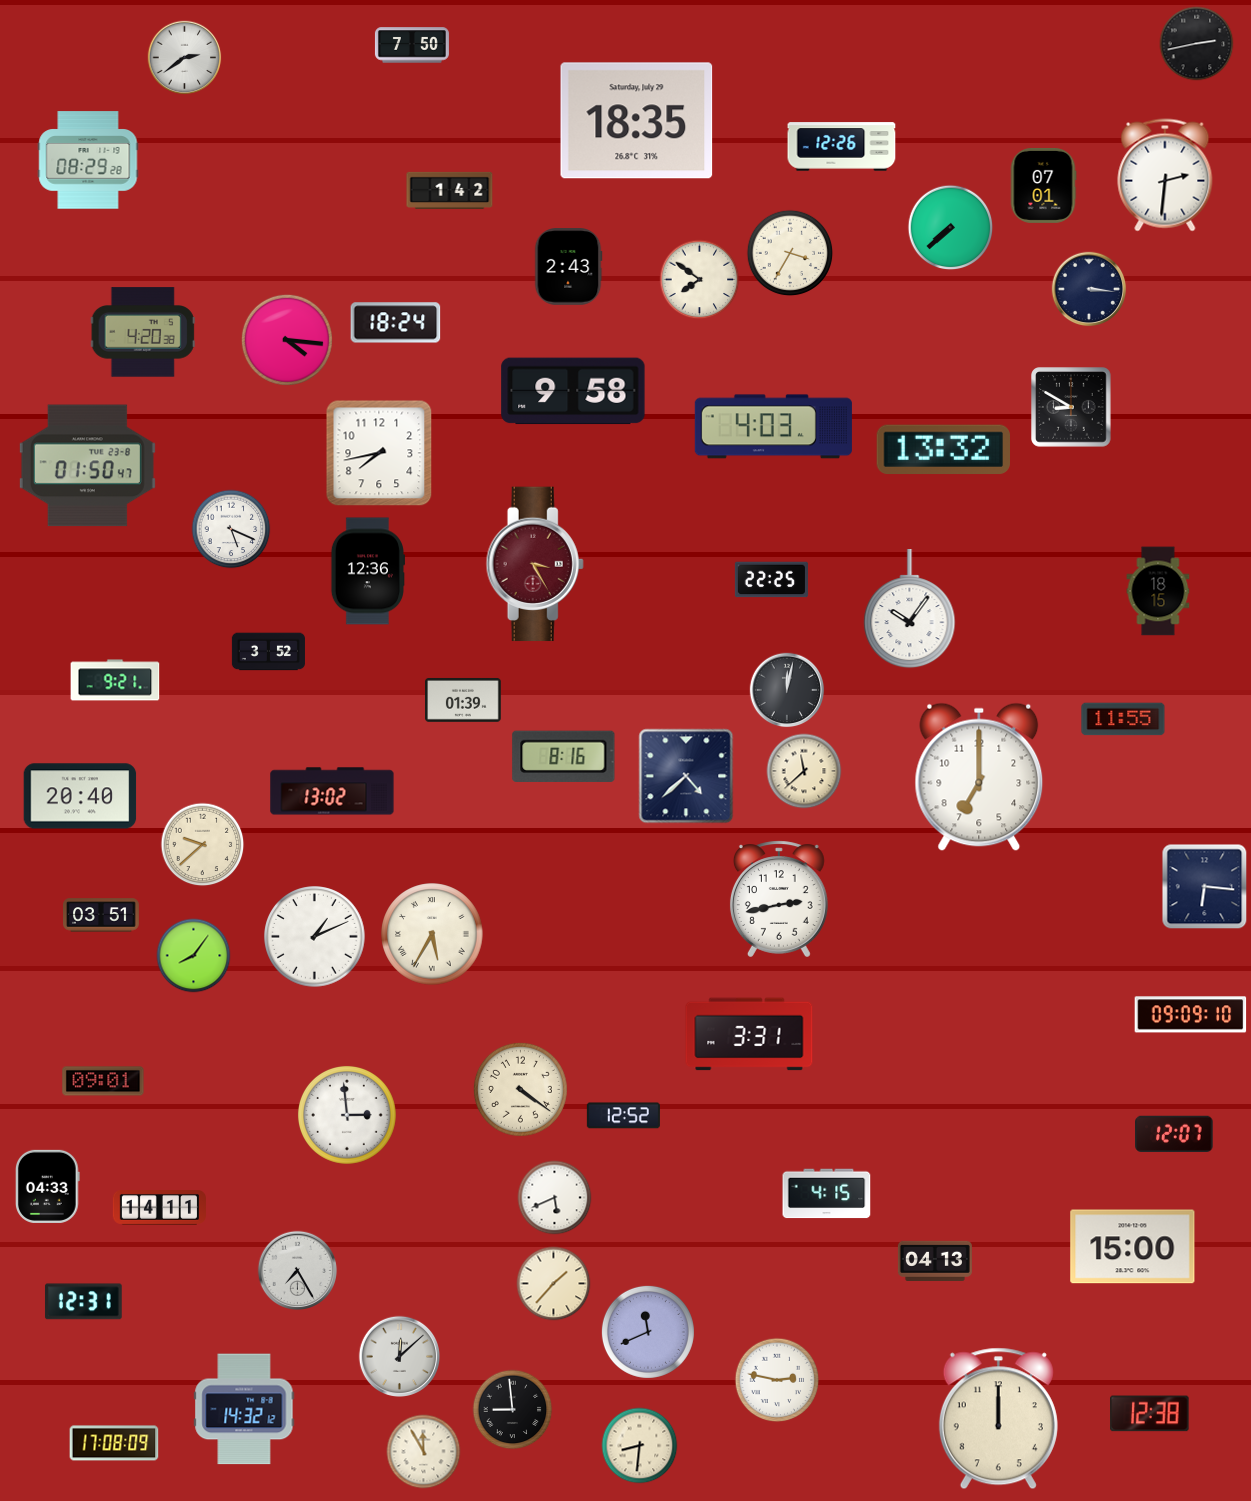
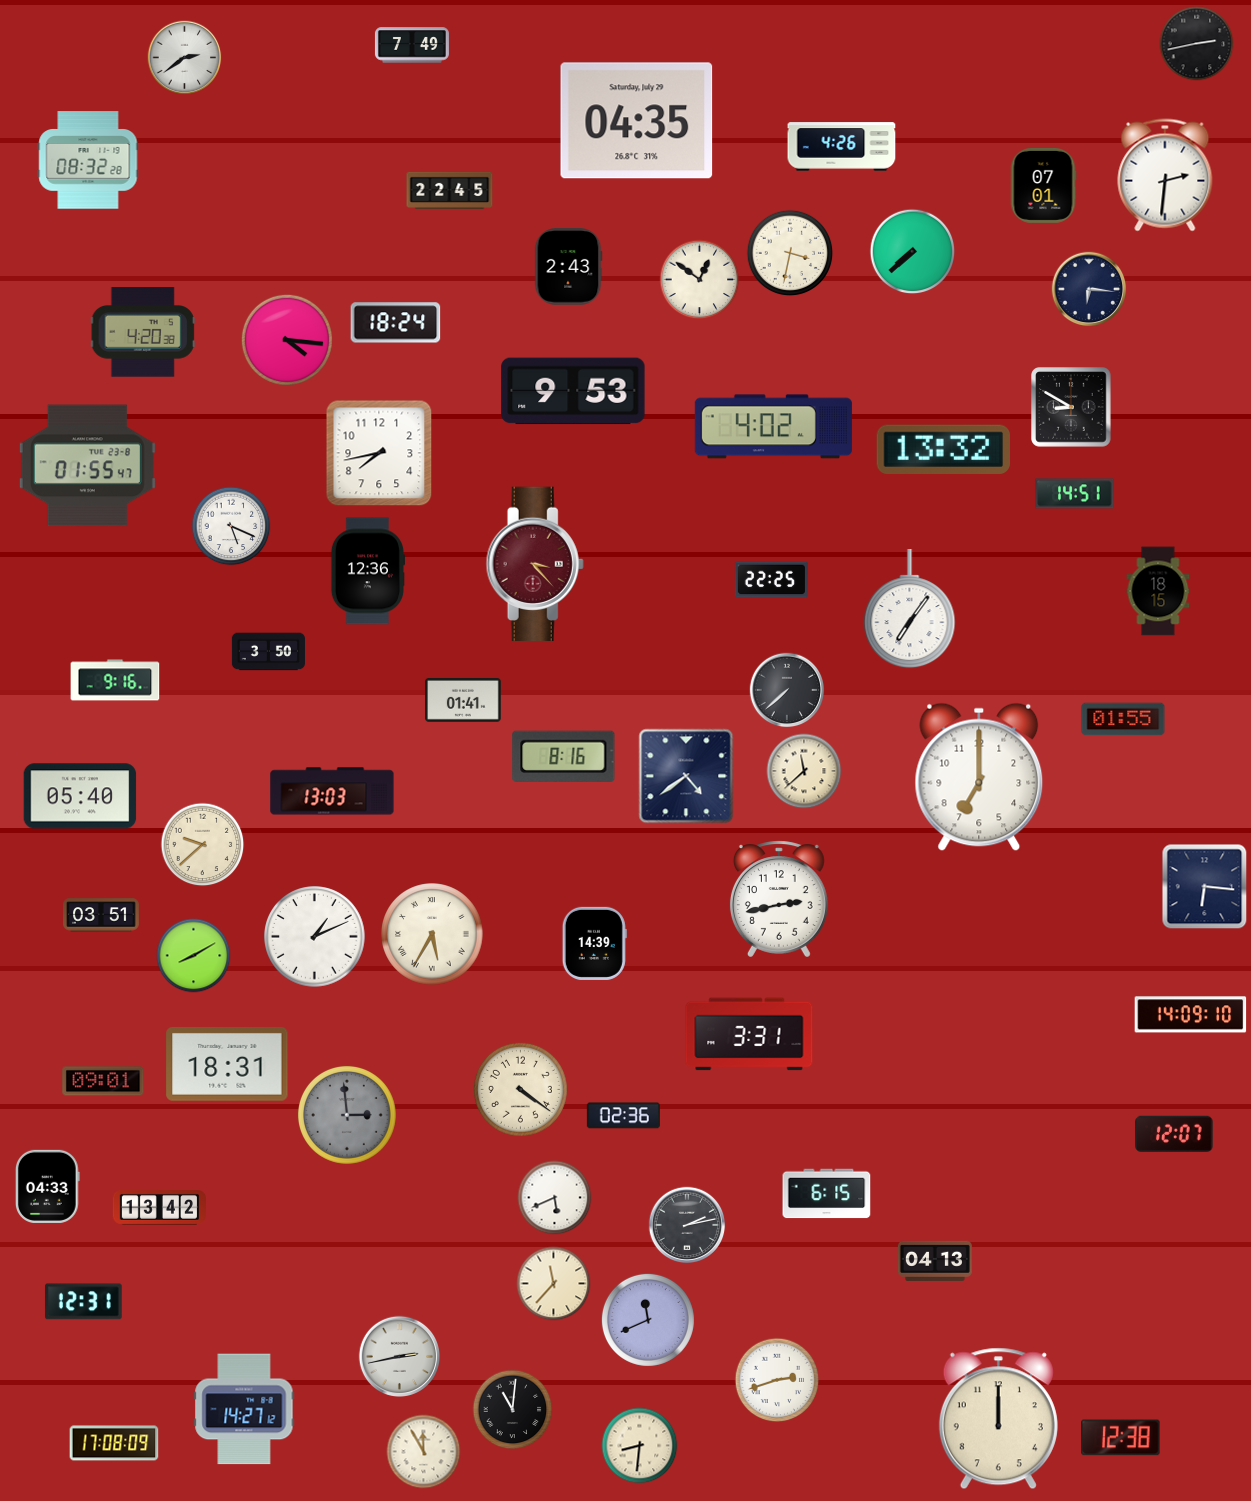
clock at (412, 45): 7:50 -> 7:49
clock at (637, 121): 18:35 -> 04:35
clock at (842, 147): 12:26 -> 4:26
clock at (88, 160): 08:29 -> 08:32
clock at (450, 190): 1:42 -> 22:45
clock at (951, 228) position: (951, 228) -> (913, 252)
clock at (790, 253): 3:35 -> 3:32
clock at (700, 280): 7:51 -> 12:51
clock at (1089, 289): 3:16 -> 6:16
clock at (573, 391): 9:58 -> 9:53
clock at (773, 427): 4:03 -> 4:02
clock at (87, 466): 01:50 -> 01:55
clock at (1075, 494): none -> 14:51
clock at (231, 529) position: (231, 529) -> (231, 526)
clock at (535, 564): 3:25 -> 3:23
clock at (910, 610): 10:06 -> 7:06
clock at (268, 652): 3:52 -> 3:50
clock at (115, 680): 9:21 -> 9:16
clock at (787, 690): 12:02 -> 7:38
clock at (464, 700): 01:39 -> 01:41
clock at (1123, 719): 11:55 -> 01:55
clock at (686, 776): 4:38 -> 4:39
clock at (332, 791): 13:02 -> 13:03
clock at (80, 796): 20:40 -> 05:40
clock at (594, 943): none -> 14:39
clock at (194, 956): 8:06 -> 8:10
clock at (1191, 1015): 09:09 -> 14:09
clock at (227, 1065): none -> 18:31
clock at (347, 1115) dial: white -> grey
clock at (623, 1116): 12:52 -> 02:36
clock at (827, 1194): 4:15 -> 6:15
clock at (159, 1208): 14:11 -> 13:42
clock at (687, 1225): none -> 2:13
clock at (1133, 1247): 15:00 -> none
clock at (298, 1271): 7:25 -> none
clock at (554, 1284): 1:37 -> 11:37
clock at (648, 1332) position: (648, 1332) -> (648, 1320)
clock at (399, 1356): 12:08 -> 2:43
clock at (777, 1380): 2:47 -> 2:42
clock at (244, 1409): 14:32 -> 14:27
clock at (513, 1410): 8:59 -> 11:01
clock at (1150, 1414) position: (1150, 1414) -> (1121, 1438)
